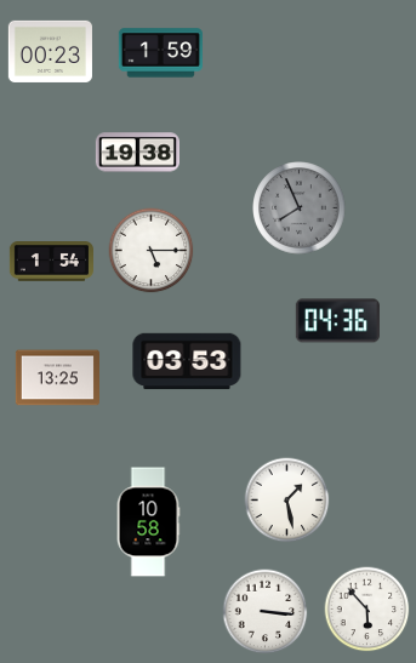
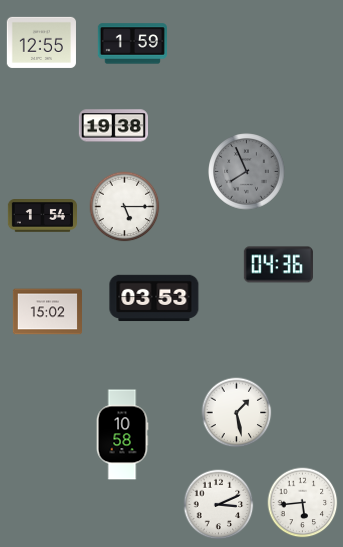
clock at (50, 51): 00:23 -> 12:55
clock at (57, 378): 13:25 -> 15:02
clock at (148, 522) position: (148, 522) -> (122, 435)
clock at (367, 610): 5:53 -> 5:44
clock at (266, 612): 3:16 -> 3:11
